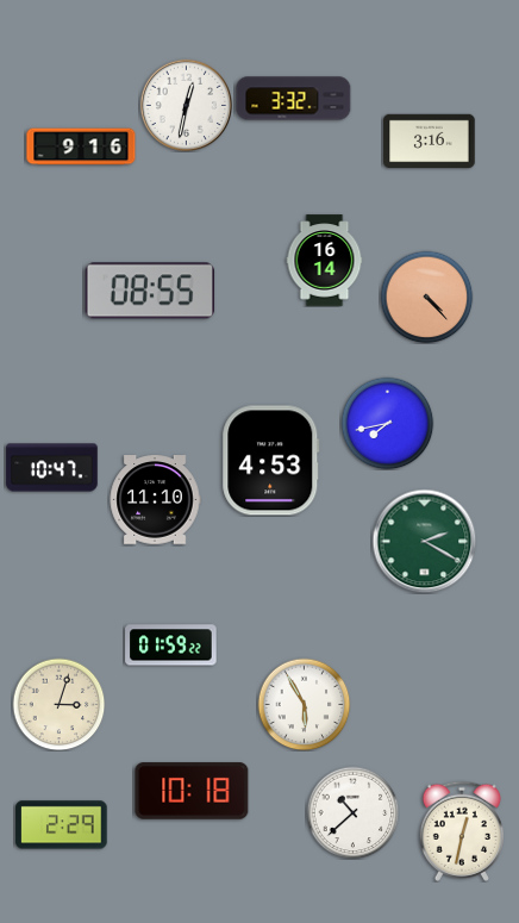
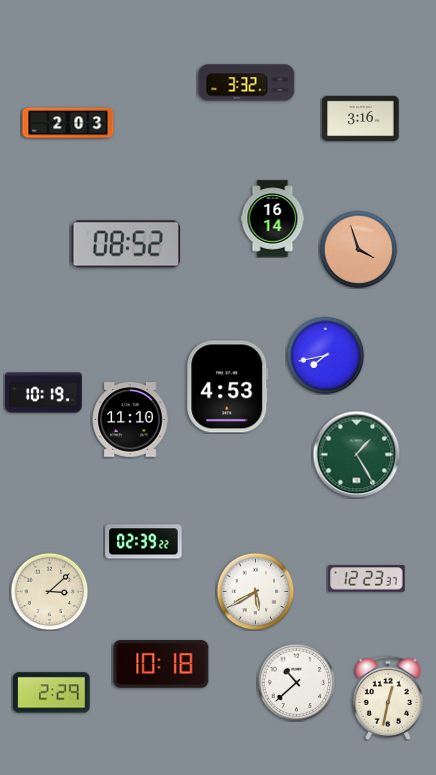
clock at (186, 105): 12:32 -> none
clock at (81, 146): 9:16 -> 2:03
clock at (150, 291): 08:55 -> 08:52
clock at (426, 297): 4:23 -> 3:57
clock at (52, 468): 10:47 -> 10:19
clock at (424, 541): 2:20 -> 1:25
clock at (171, 646): 01:59 -> 02:39
clock at (367, 579): none -> 12:23
clock at (58, 704): 3:03 -> 3:08
clock at (304, 704): 5:55 -> 5:40
